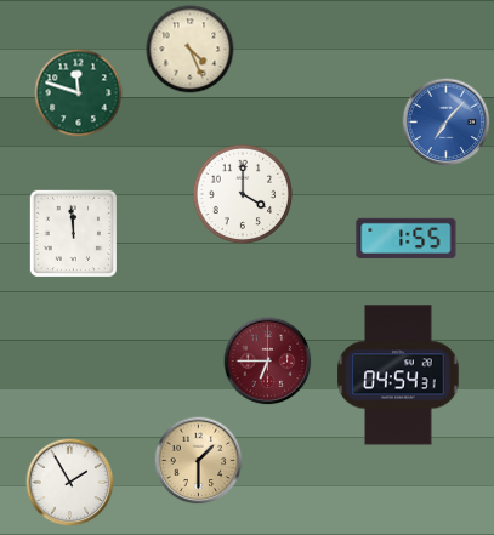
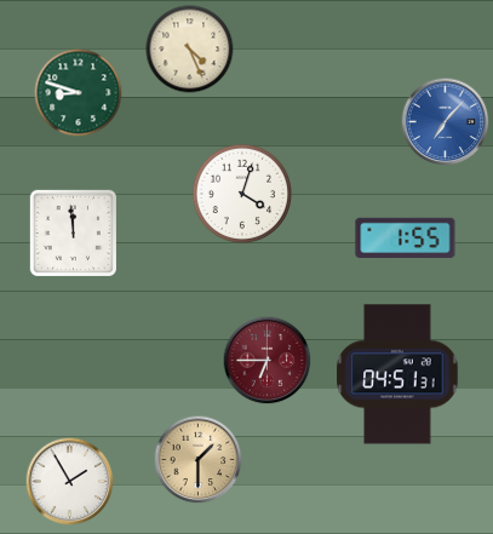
clock at (79, 93): 11:48 -> 8:48
clock at (243, 194): 4:00 -> 4:03
clock at (398, 375): 04:54 -> 04:51
